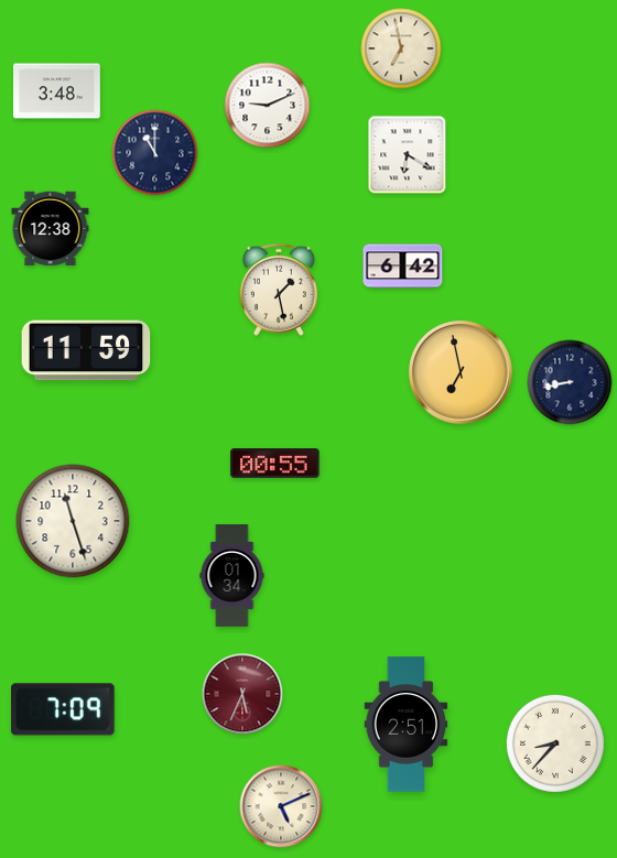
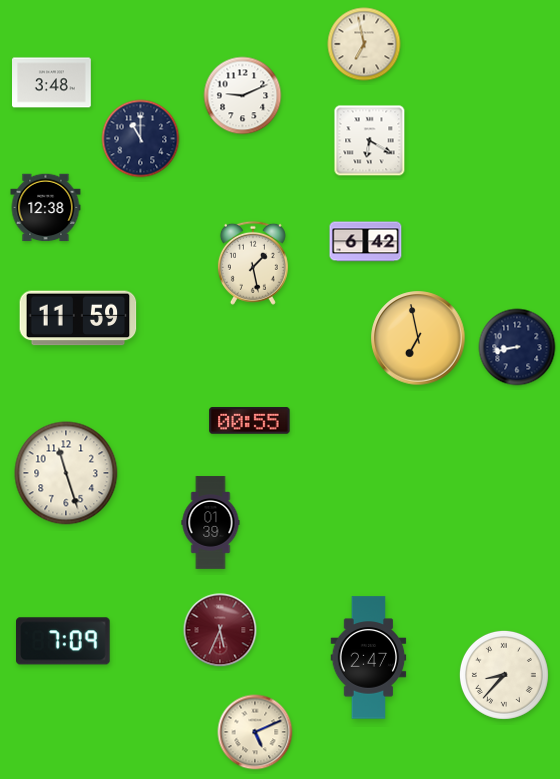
clock at (232, 576): 01:34 -> 01:39
clock at (64, 709) position: (64, 709) -> (64, 641)
clock at (407, 725): 2:51 -> 2:47
